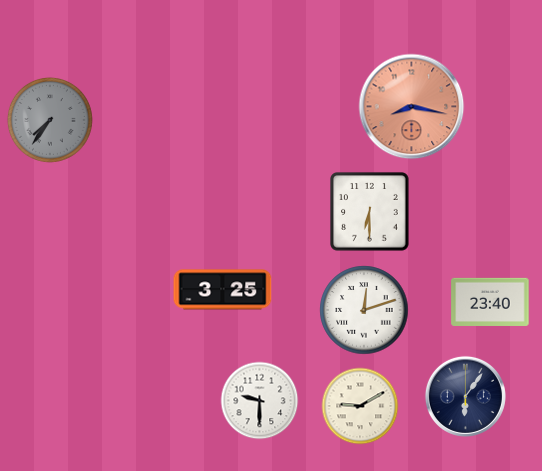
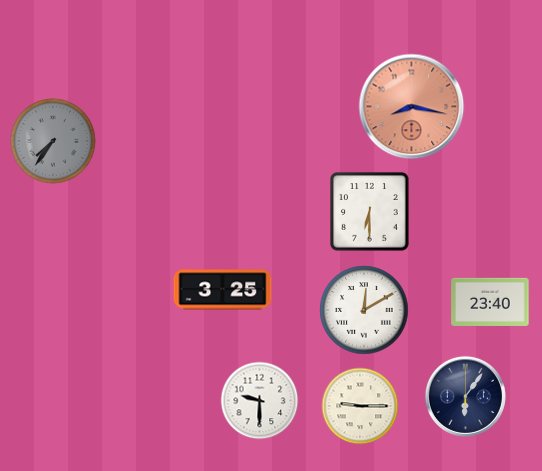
clock at (50, 120) position: (50, 120) -> (53, 141)
clock at (364, 310): 12:12 -> 12:10
clock at (360, 406): 9:10 -> 9:15
